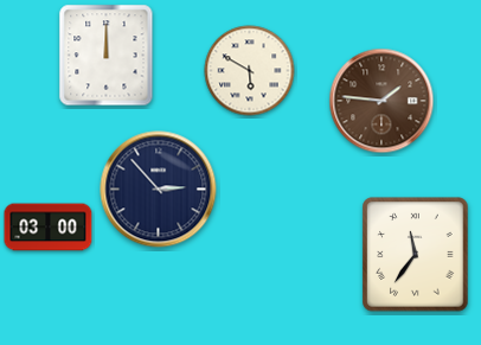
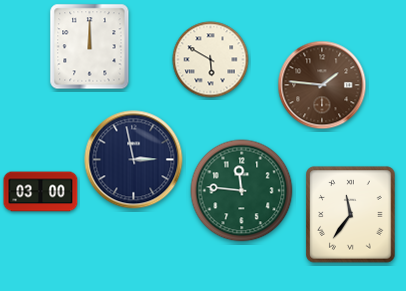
clock at (159, 190): 2:53 -> 2:58
clock at (242, 191): none -> 11:46
